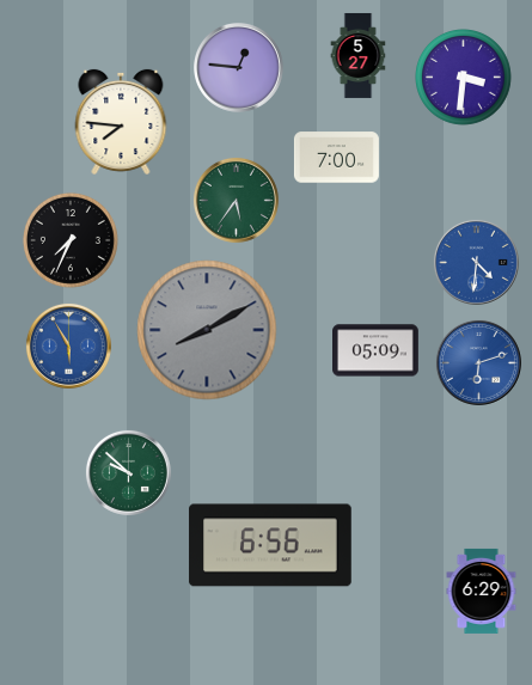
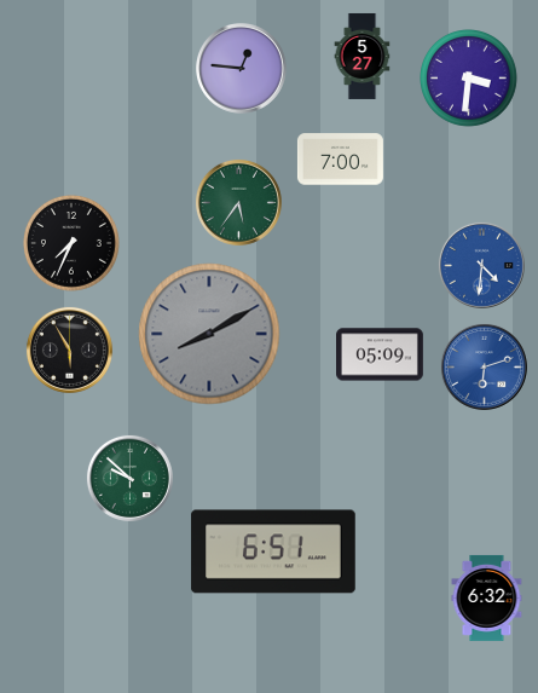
clock at (121, 122): 7:46 -> none
clock at (68, 345) dial: blue -> black
clock at (270, 545): 6:56 -> 6:51
clock at (482, 591): 6:29 -> 6:32
